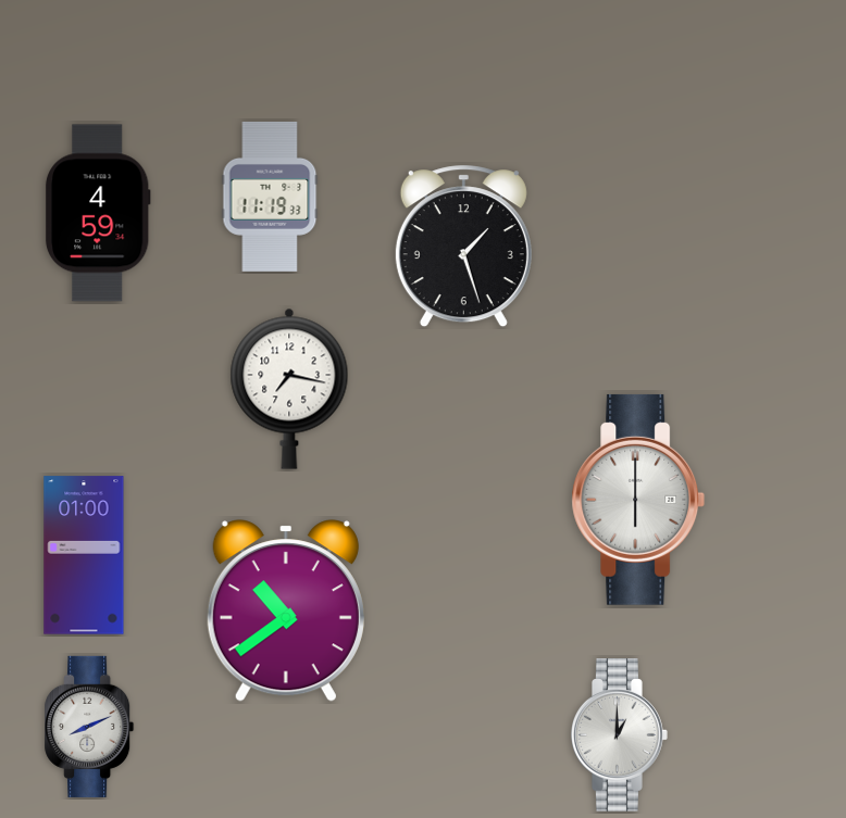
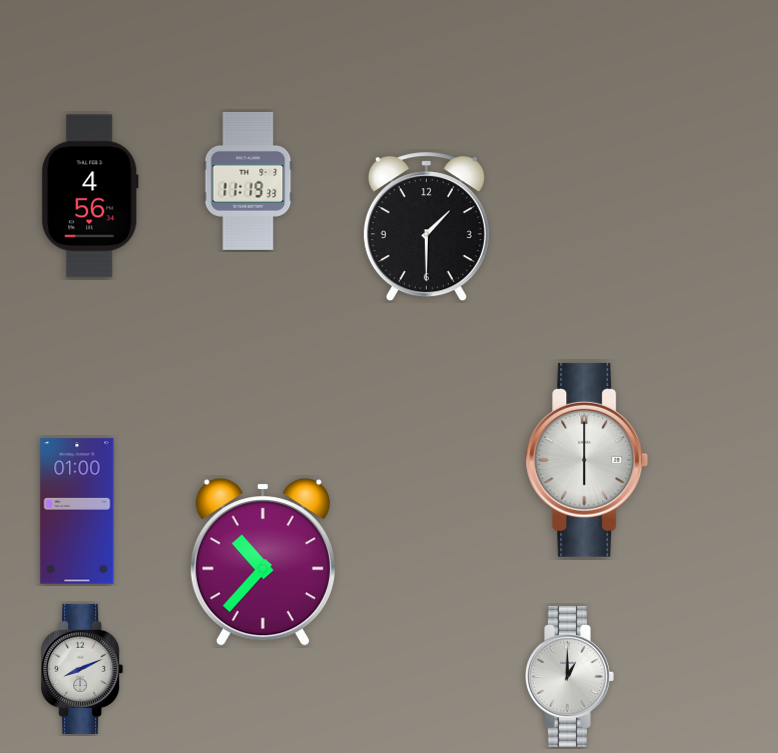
clock at (98, 213): 4:59 -> 4:56
clock at (463, 247): 1:27 -> 1:30
clock at (289, 389): 7:17 -> none
clock at (286, 611): 10:39 -> 10:37
